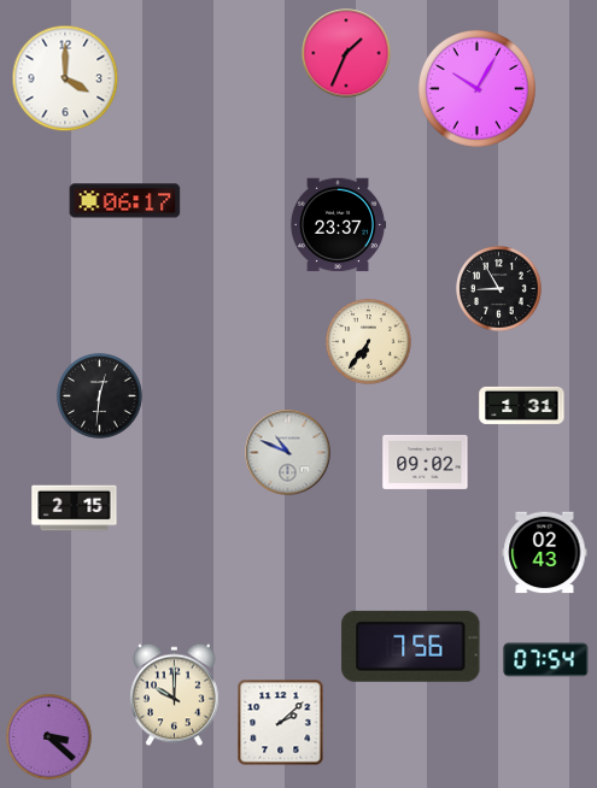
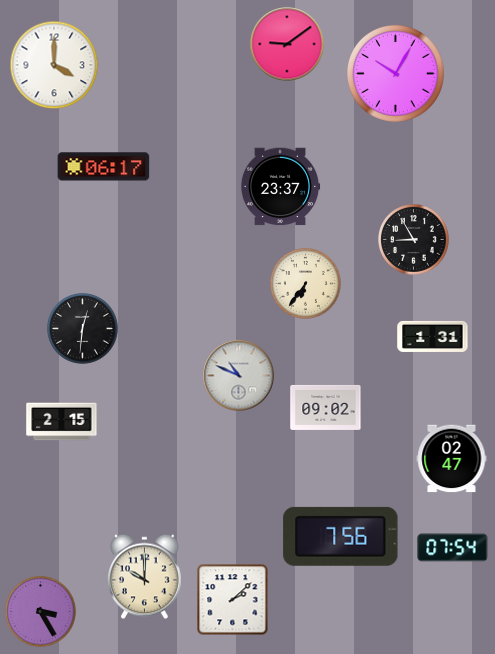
clock at (346, 53): 1:34 -> 9:09
clock at (426, 461) position: (426, 461) -> (326, 407)
clock at (545, 553): 02:43 -> 02:47
clock at (49, 737): 3:22 -> 3:25
